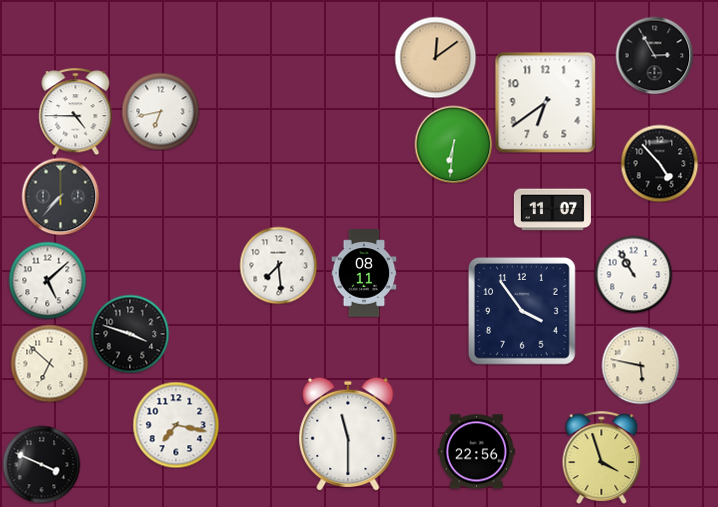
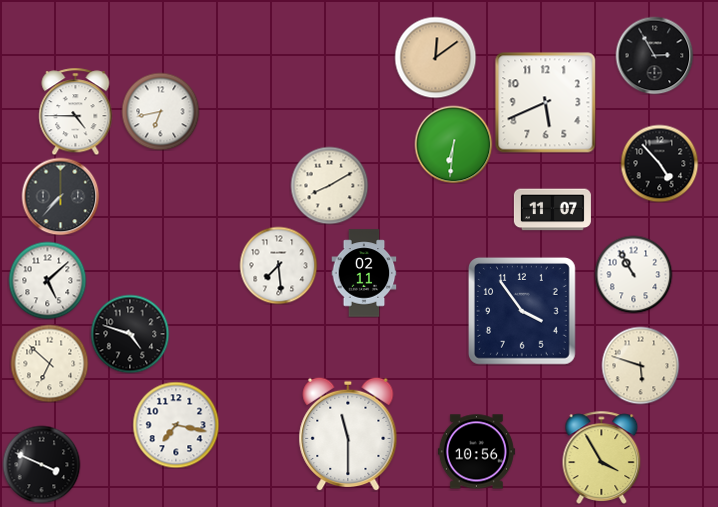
clock at (546, 103): 6:39 -> 5:41
clock at (329, 185): none -> 8:10
clock at (364, 273): 08:11 -> 02:11
clock at (130, 334): 3:48 -> 4:48
clock at (640, 365): 5:47 -> 5:48
clock at (476, 452): 22:56 -> 10:56
clock at (602, 457): 3:57 -> 3:55
